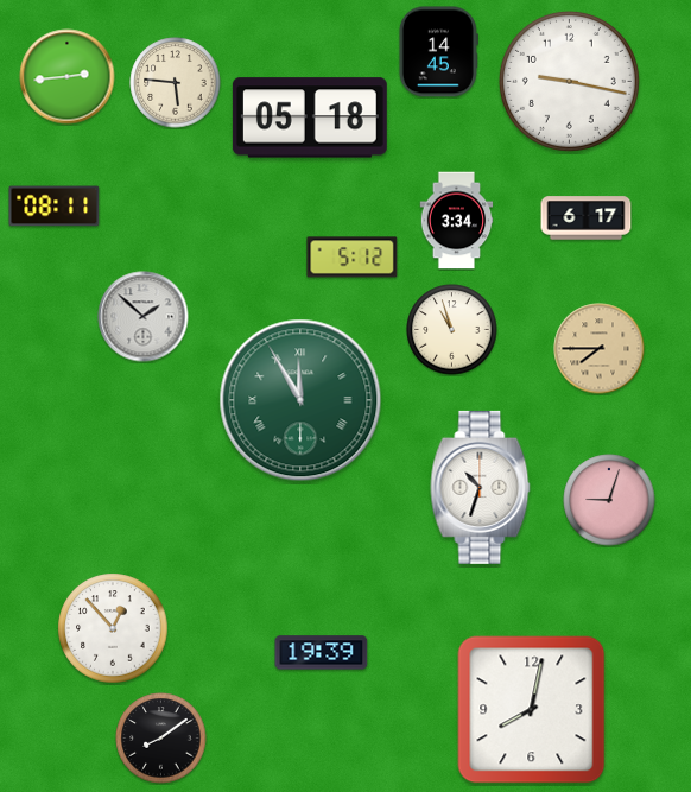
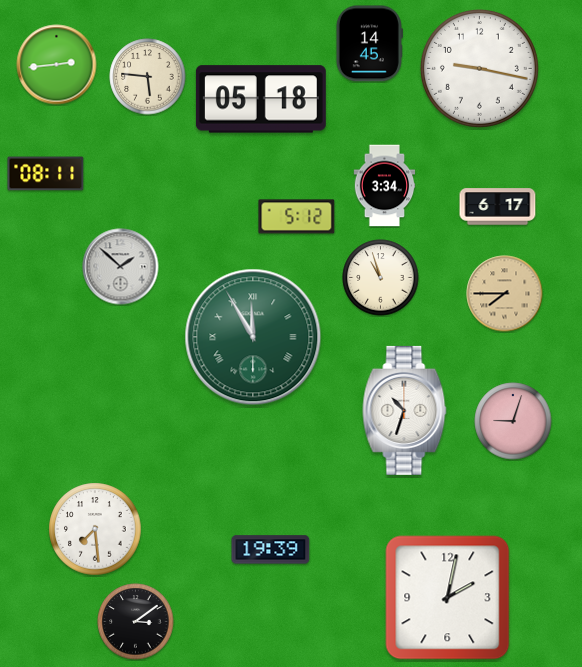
clock at (176, 83) position: (176, 83) -> (148, 77)
clock at (587, 218) position: (587, 218) -> (498, 207)
clock at (113, 628): 12:53 -> 7:29
clock at (532, 710): 8:02 -> 2:02
clock at (161, 739): 8:09 -> 3:09
